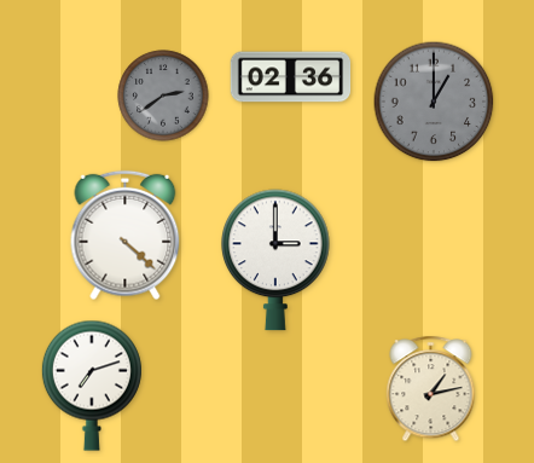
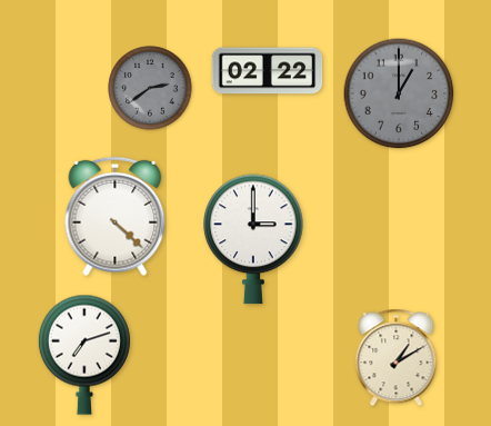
clock at (291, 77): 02:36 -> 02:22
clock at (431, 389): 1:13 -> 1:10
